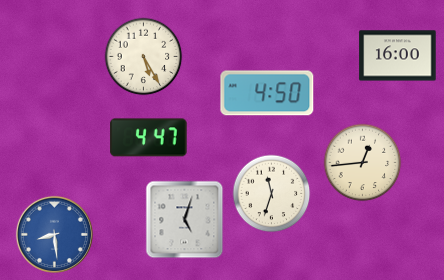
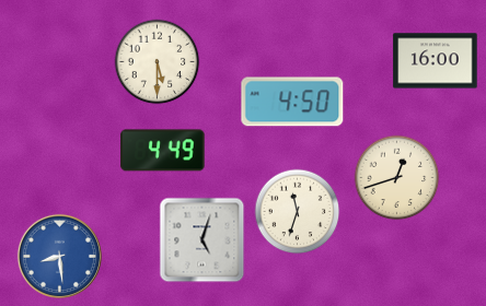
clock at (143, 56): 5:25 -> 5:30
clock at (149, 138): 4:47 -> 4:49
clock at (362, 162): 12:44 -> 12:42
